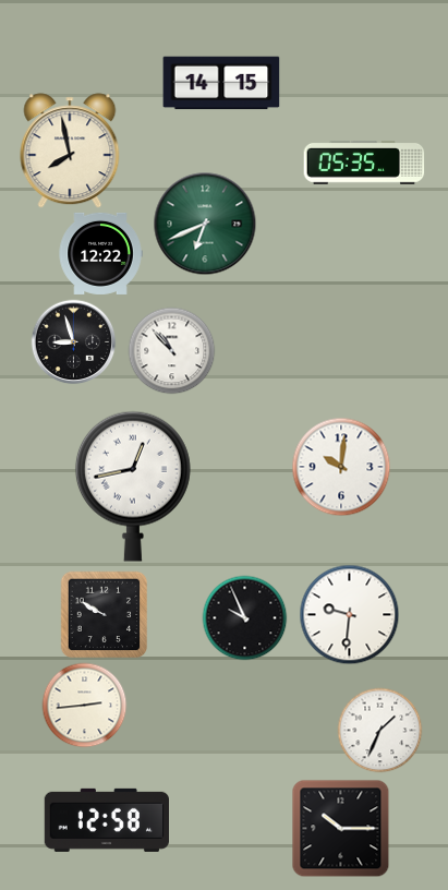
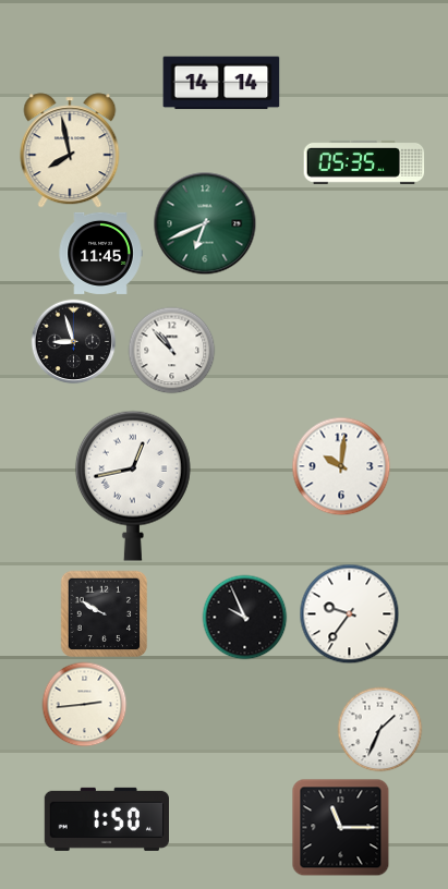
clock at (221, 83): 14:15 -> 14:14
clock at (100, 253): 12:22 -> 11:45
clock at (349, 614): 9:31 -> 9:36
clock at (106, 820): 12:58 -> 1:50
clock at (340, 828): 10:15 -> 11:15
